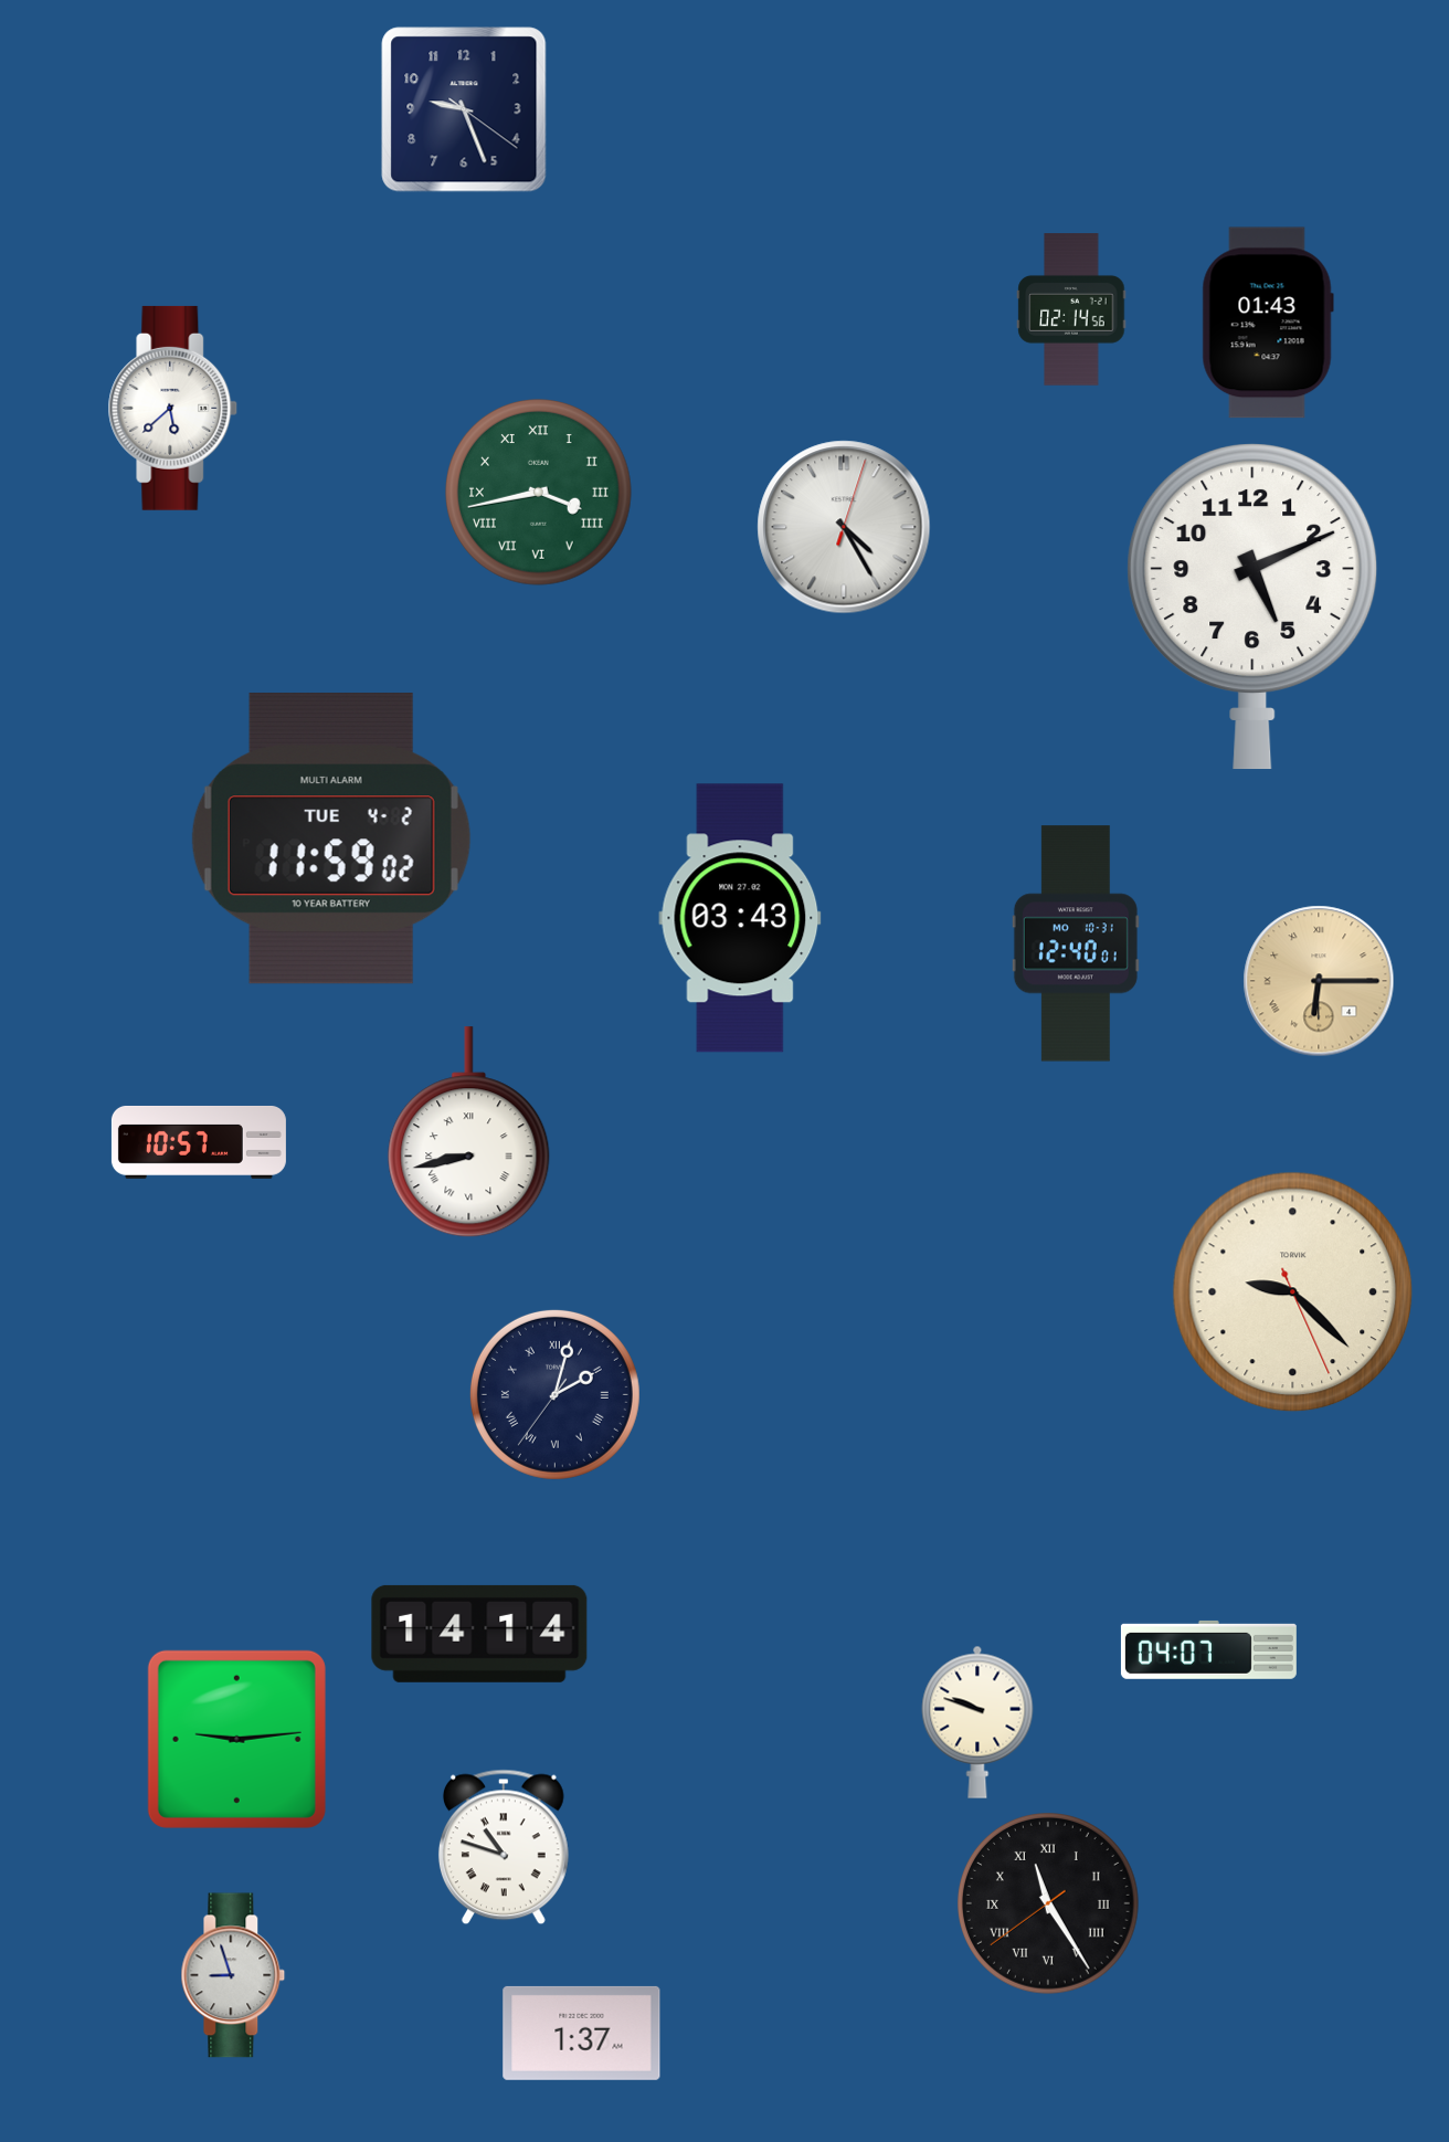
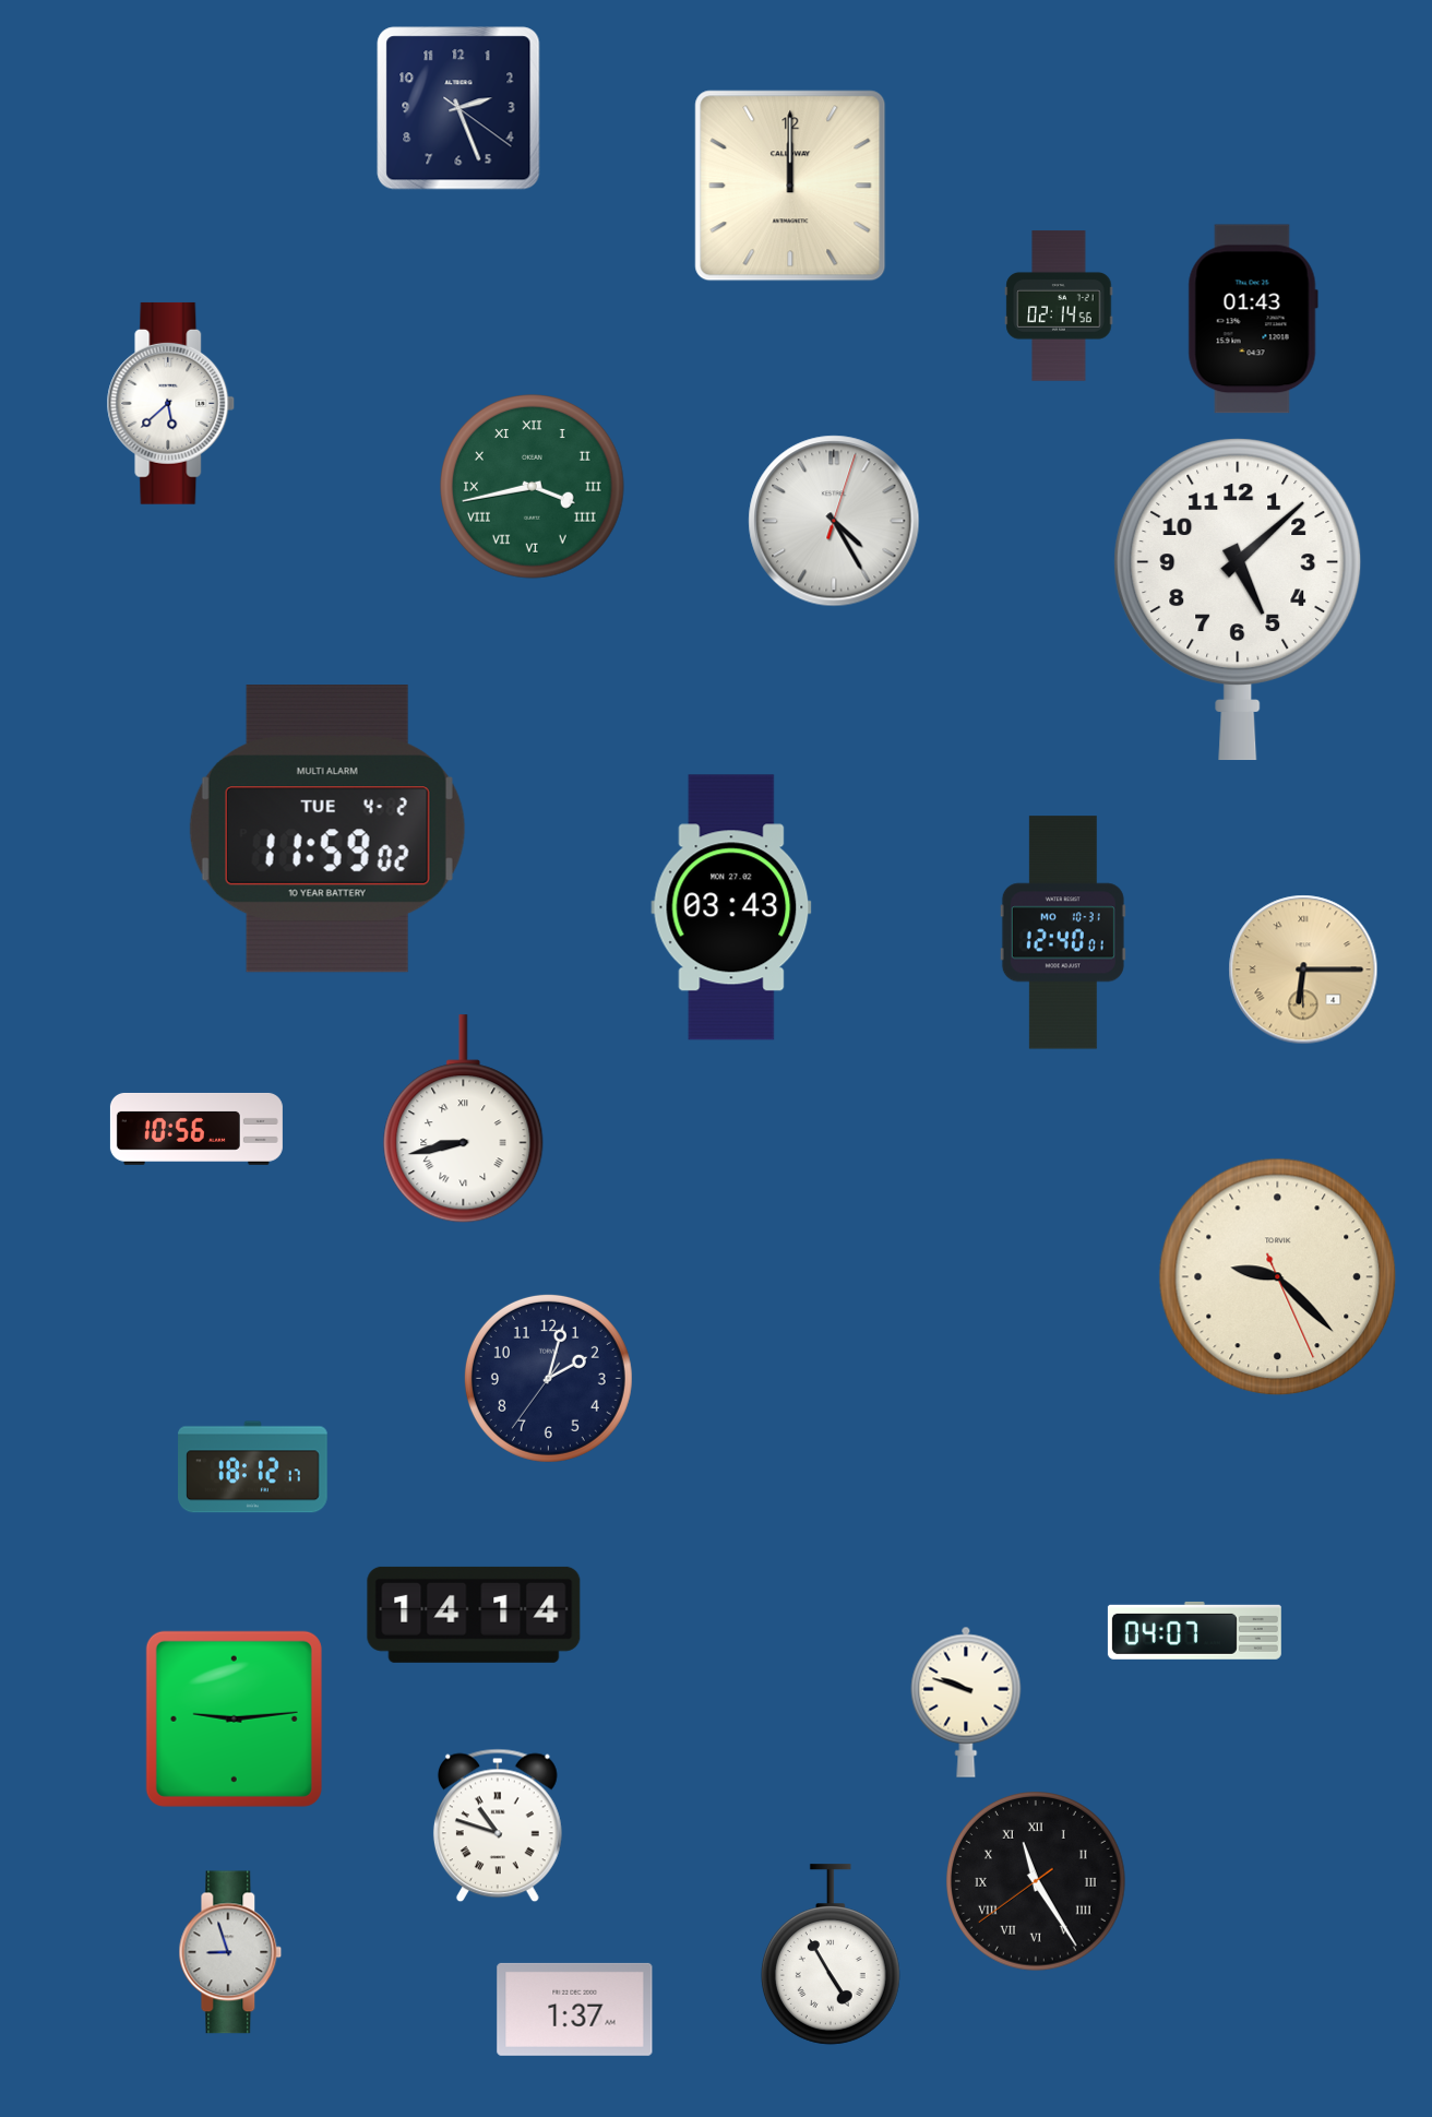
clock at (464, 109): 9:26 -> 2:26
clock at (790, 186): none -> 12:00
clock at (1252, 606): 5:11 -> 5:08
clock at (199, 1142): 10:57 -> 10:56
clock at (554, 1394) numerals: Roman -> Arabic
clock at (253, 1467): none -> 18:12
clock at (831, 1954): none -> 4:55
